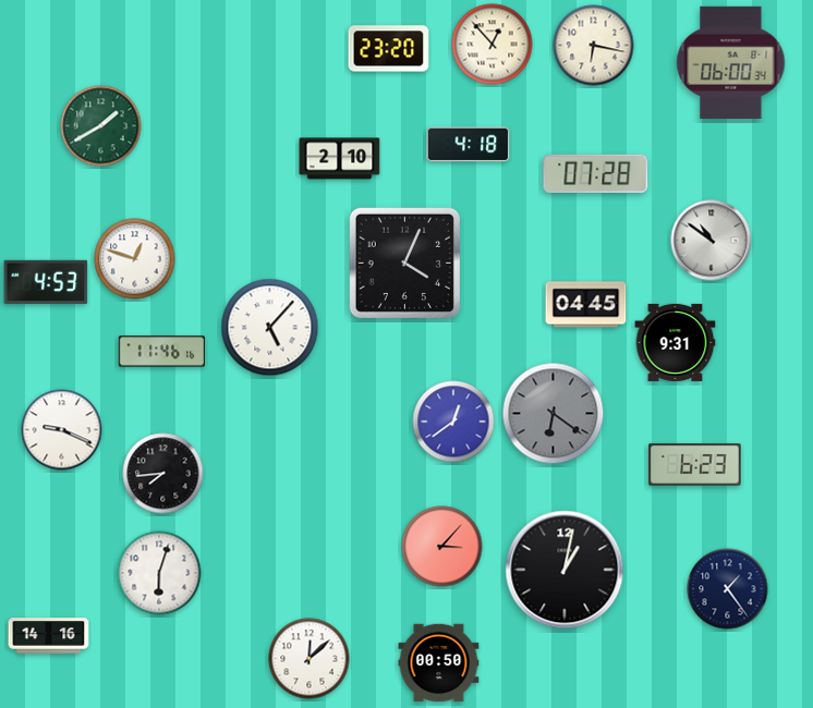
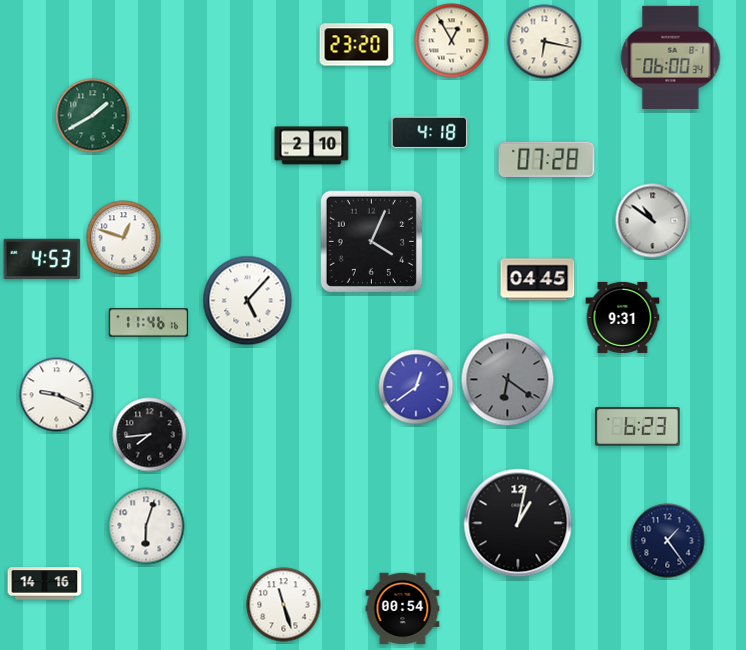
clock at (493, 45): 12:53 -> 12:55
clock at (676, 342) position: (676, 342) -> (623, 317)
clock at (442, 547): 3:07 -> none
clock at (310, 659): 12:08 -> 11:27
clock at (439, 663): 00:50 -> 00:54
